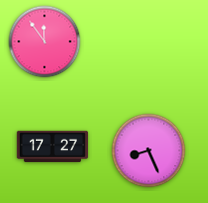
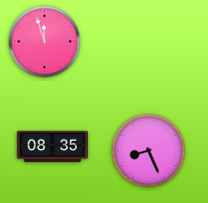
clock at (45, 42): 11:54 -> 11:57
clock at (53, 147): 17:27 -> 08:35
